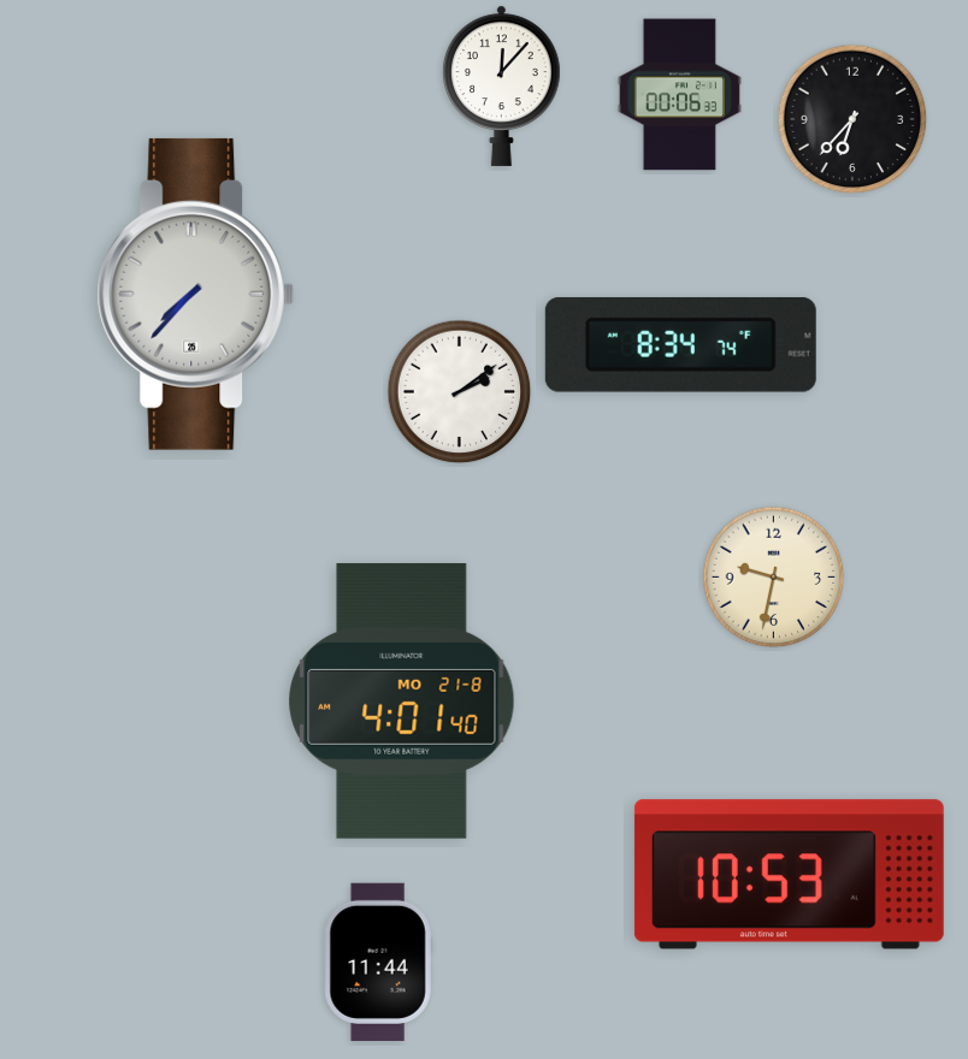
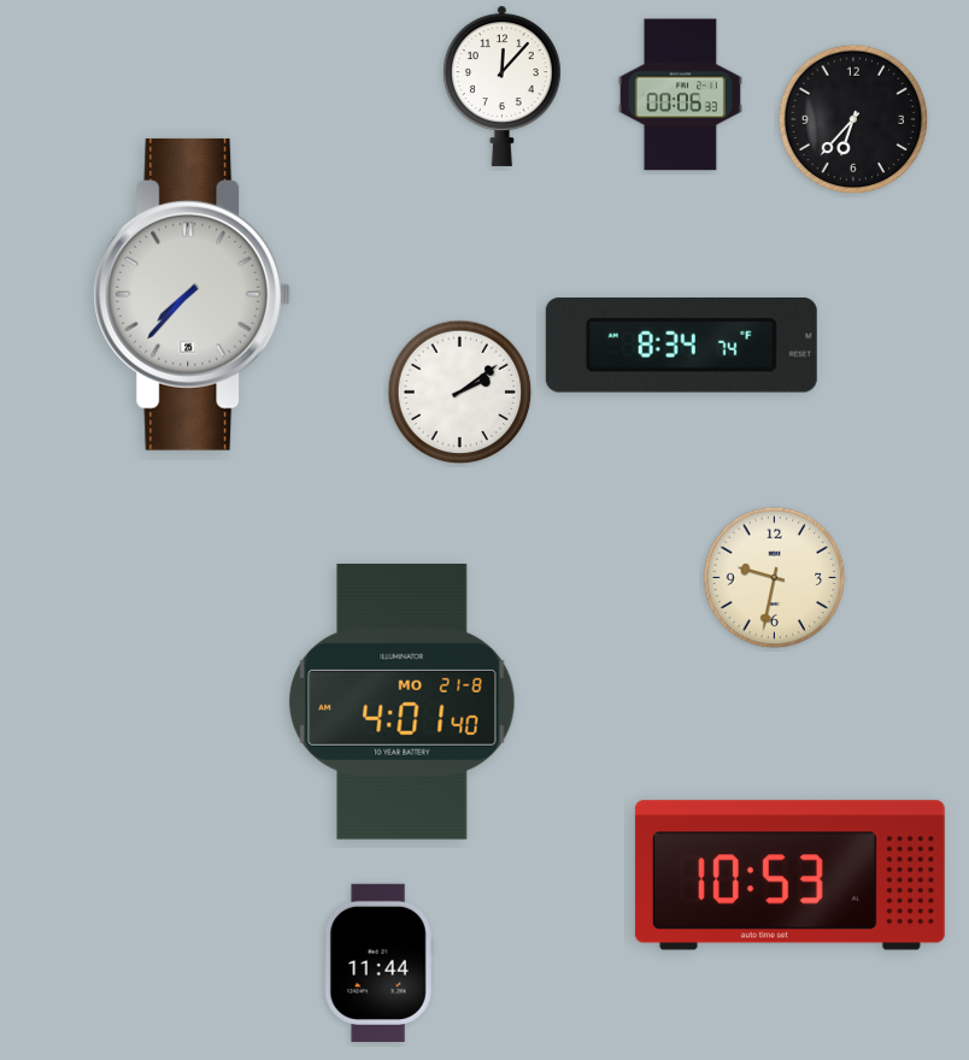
clock at (196, 294) position: (196, 294) -> (193, 294)
